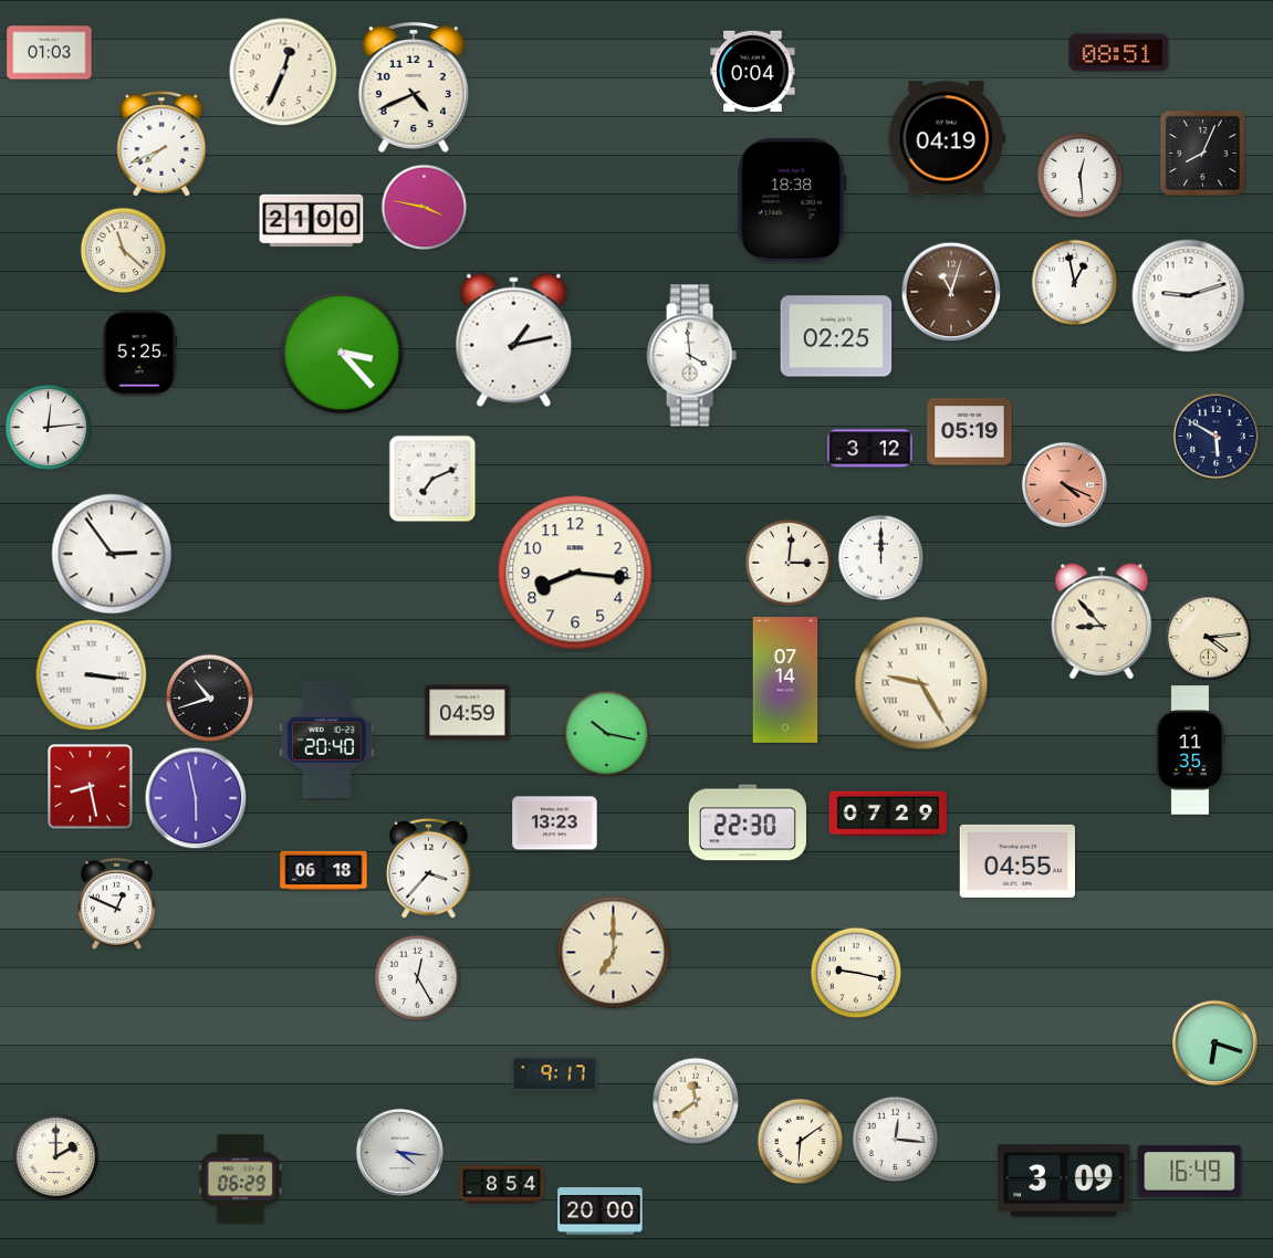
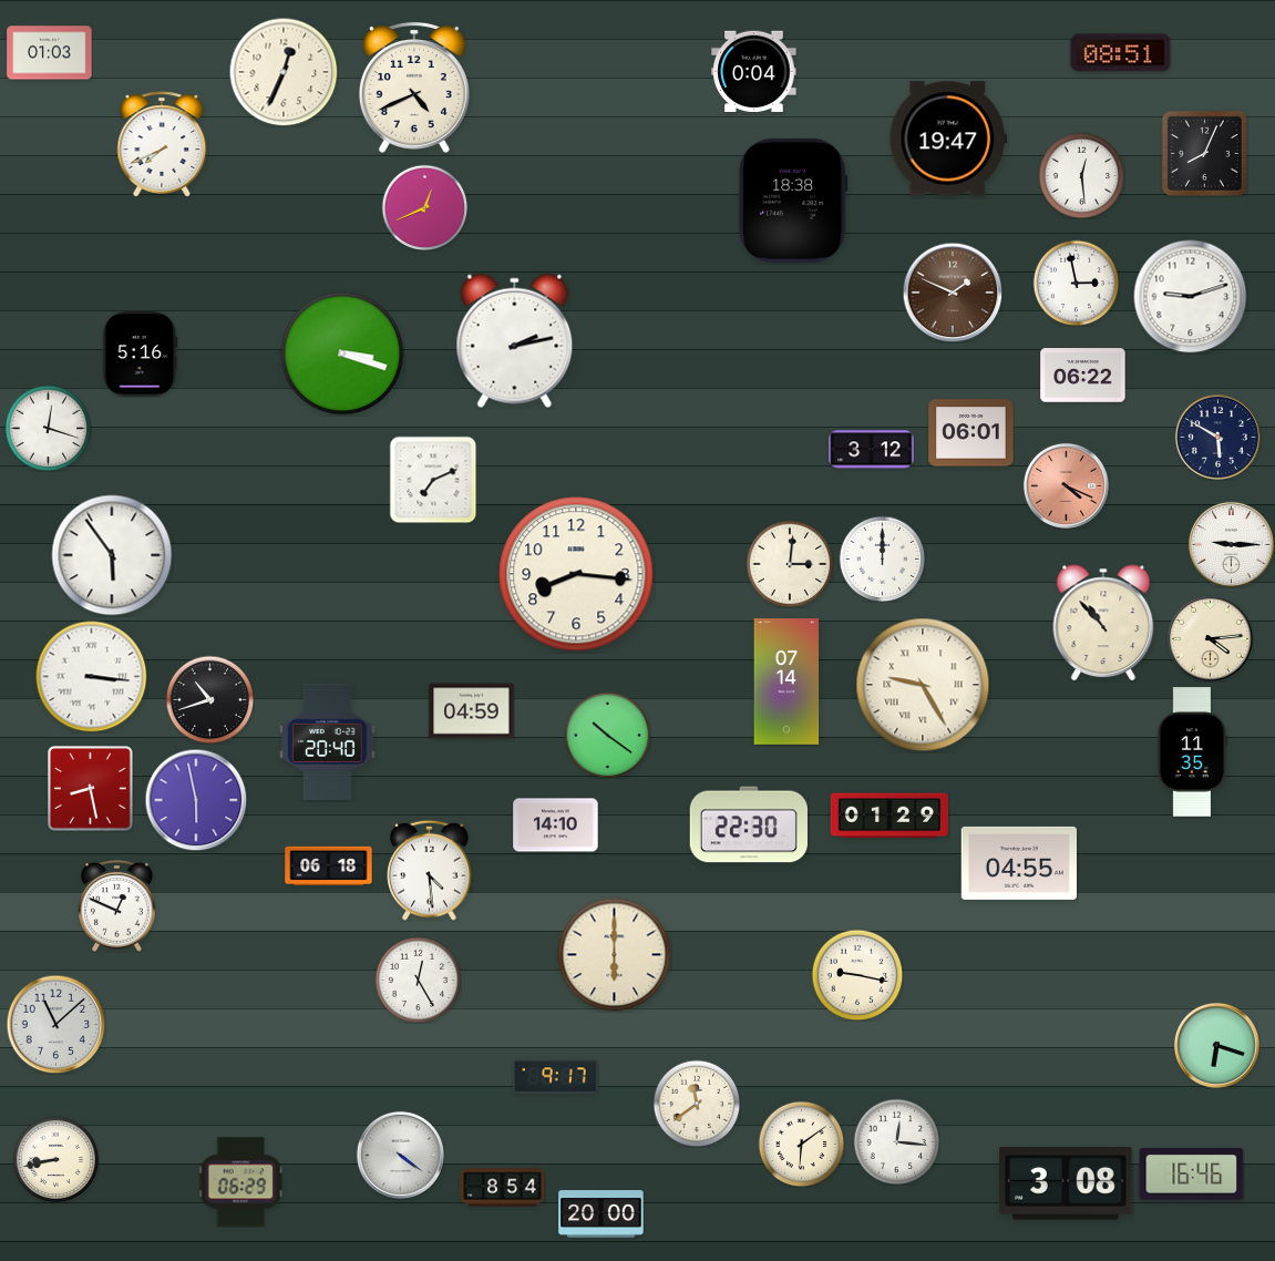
clock at (947, 138): 04:19 -> 19:47
clock at (424, 207): 3:47 -> 12:41
clock at (312, 221): 21:00 -> none
clock at (123, 250): 11:22 -> none
clock at (1074, 282): 12:58 -> 2:58
clock at (951, 292): 11:03 -> 1:49
clock at (836, 336): 02:25 -> none
clock at (514, 340): 1:13 -> 2:13
clock at (342, 353): 3:23 -> 3:18
clock at (140, 354): 5:25 -> 5:16
clock at (691, 356): 3:59 -> none
clock at (1083, 376): none -> 06:22
clock at (48, 427): 12:14 -> 12:18
clock at (970, 432): 05:19 -> 06:01
clock at (1231, 544): none -> 9:15
clock at (112, 554): 2:54 -> 5:54
clock at (1102, 621): 8:53 -> 10:53
clock at (468, 713) position: (468, 713) -> (472, 711)
clock at (606, 733): 10:17 -> 10:21
clock at (888, 814): 07:29 -> 01:29
clock at (555, 824): 13:23 -> 14:10
clock at (429, 868): 3:37 -> 4:29
clock at (324, 870) position: (324, 870) -> (329, 865)
clock at (614, 953): 7:00 -> 6:00
clock at (55, 1024): none -> 11:08
clock at (399, 1152): 4:16 -> 4:21
clock at (55, 1156): 2:00 -> 8:43
clock at (1190, 1172): 16:49 -> 16:46
clock at (1064, 1181): 3:09 -> 3:08
